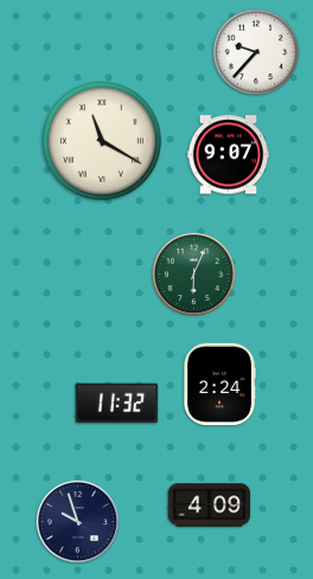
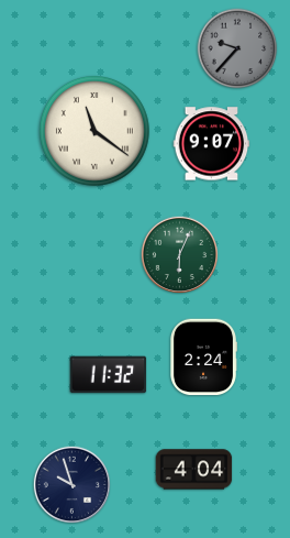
clock at (256, 52) dial: white -> grey
clock at (102, 141): 11:20 -> 11:21
clock at (210, 506): 4:09 -> 4:04
